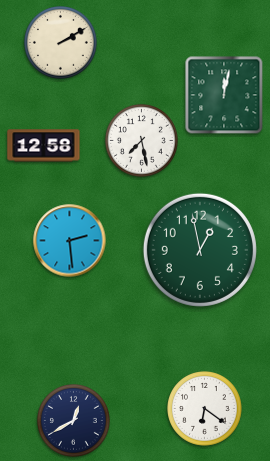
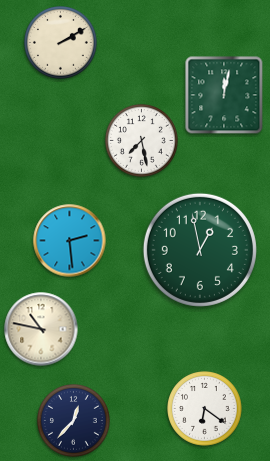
clock at (44, 146): 12:58 -> none
clock at (41, 329): none -> 10:47
clock at (74, 421): 12:40 -> 12:37
